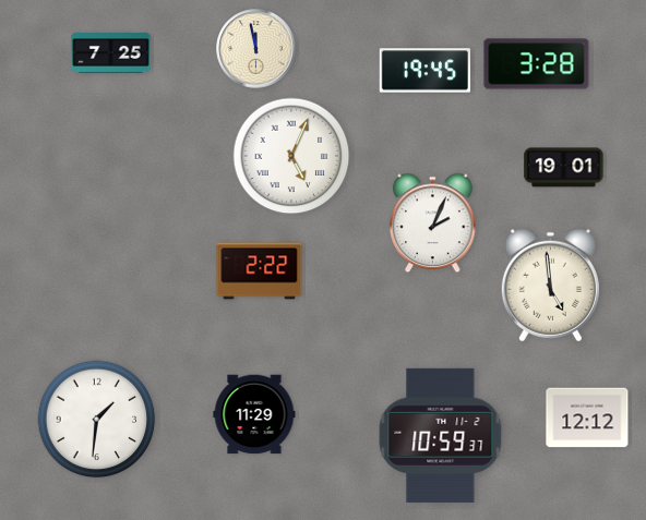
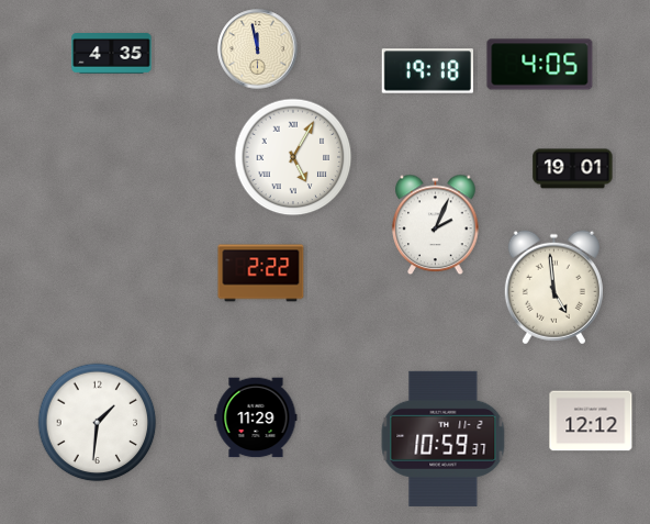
clock at (111, 53): 7:25 -> 4:35
clock at (537, 64): 3:28 -> 4:05
clock at (424, 71): 19:45 -> 19:18
clock at (291, 156): 5:04 -> 5:05
clock at (564, 168) position: (564, 168) -> (573, 169)
